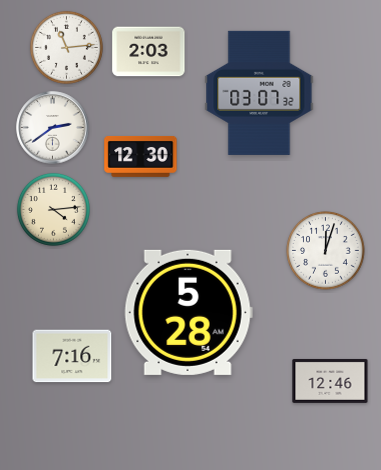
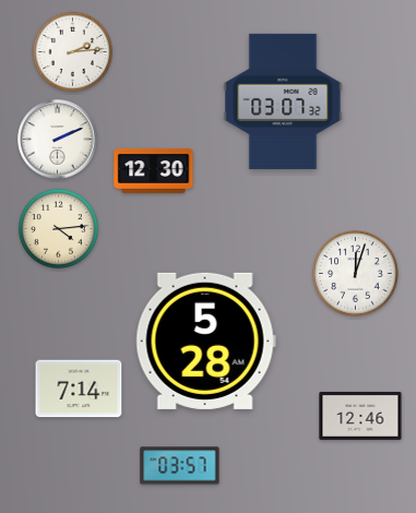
clock at (66, 47): 11:14 -> 2:14
clock at (149, 52): 2:03 -> none
clock at (53, 128): 2:39 -> 2:11
clock at (72, 356): 7:16 -> 7:14
clock at (180, 466): none -> 03:57
